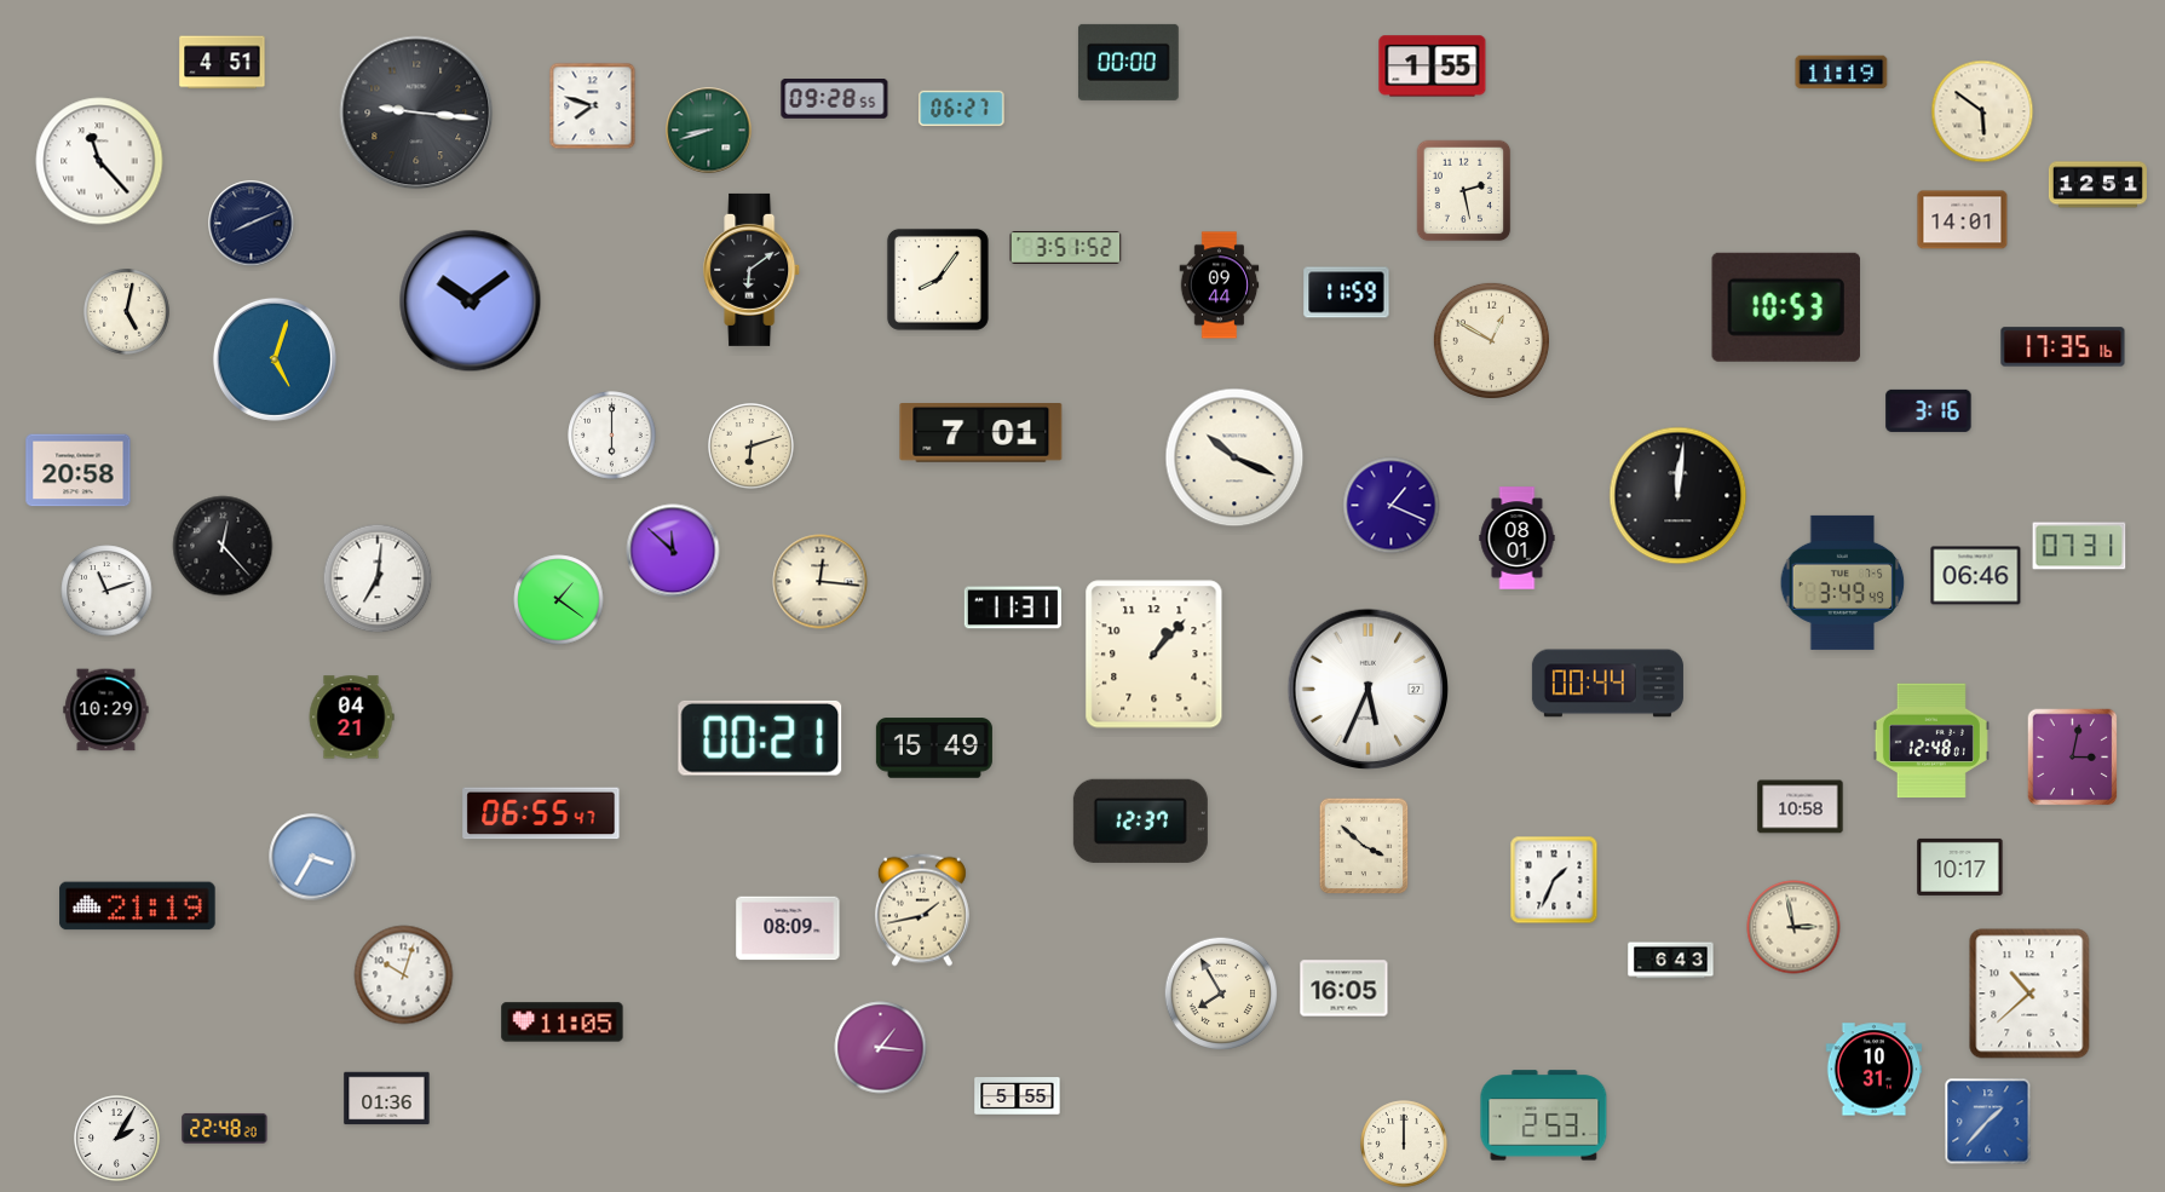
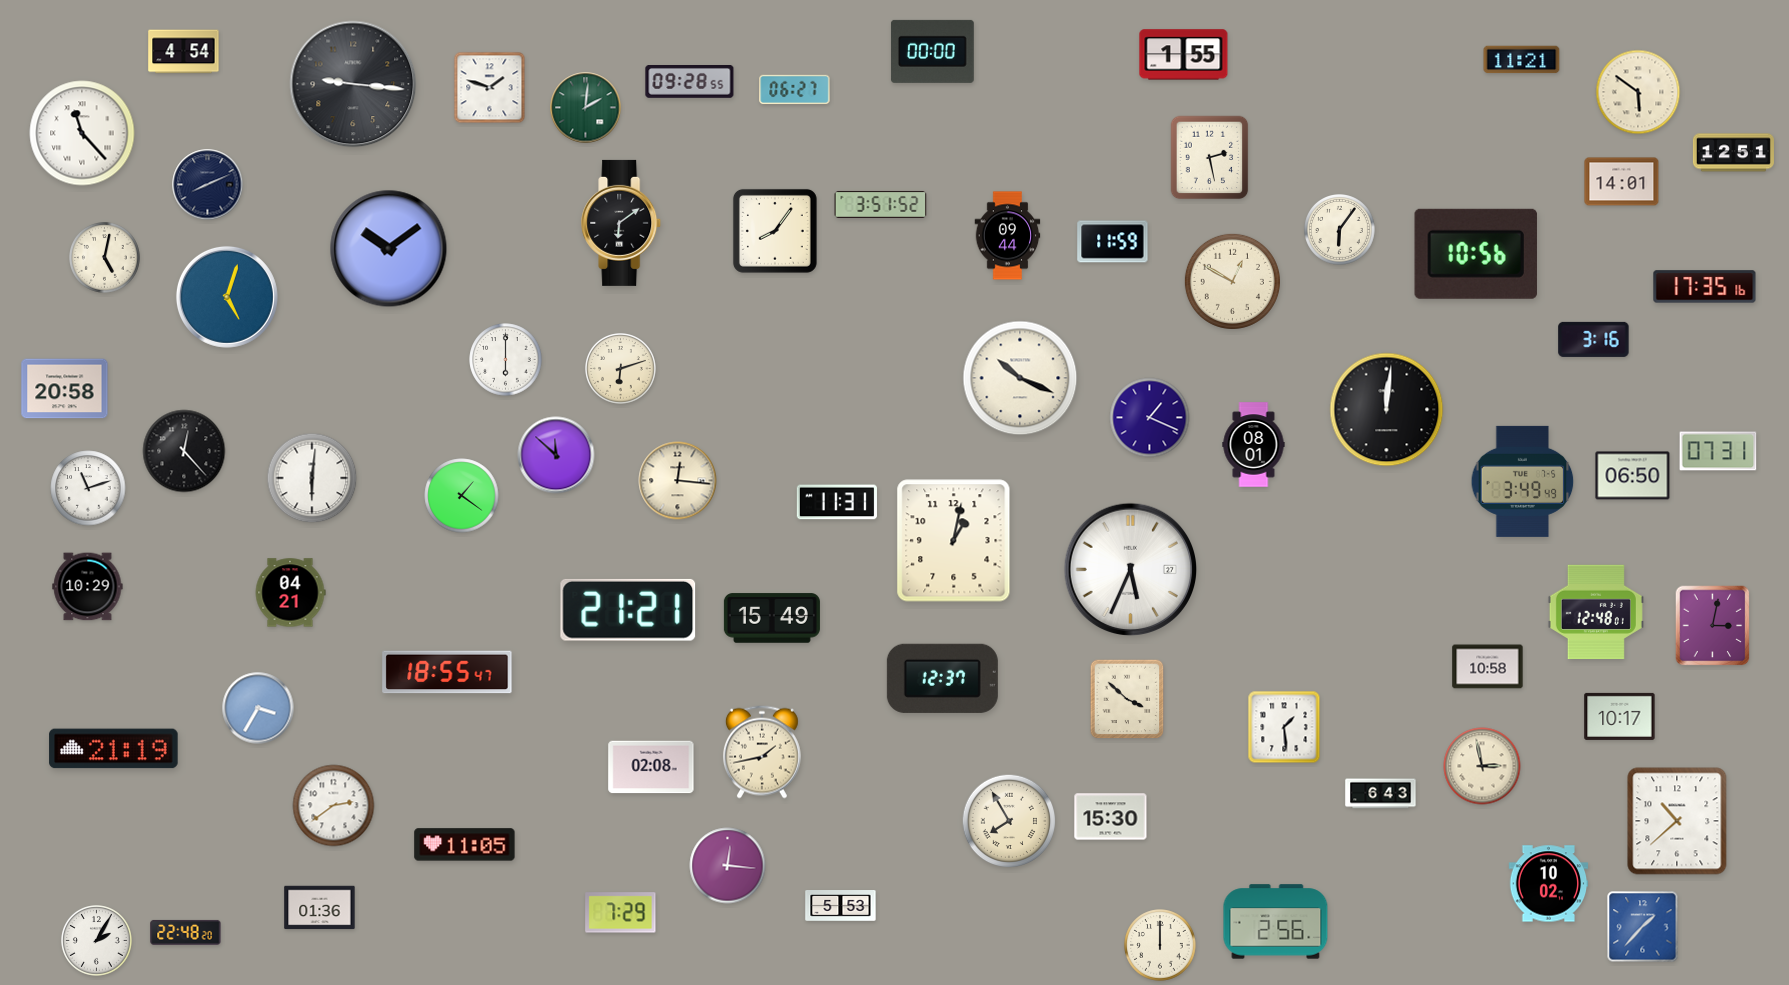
clock at (223, 63): 4:51 -> 4:54
clock at (1842, 73): 11:19 -> 11:21
clock at (593, 106): 7:48 -> 1:48
clock at (416, 113) position: (416, 113) -> (353, 84)
clock at (709, 131): 8:42 -> 2:01
clock at (1340, 230): none -> 6:06
clock at (1786, 307): 10:53 -> 10:56
clock at (981, 433): 7:01 -> none
clock at (1976, 576): 06:46 -> 06:50
clock at (378, 578): 7:01 -> 6:01
clock at (1155, 655): 1:07 -> 1:02
clock at (1607, 684): 00:44 -> none
clock at (760, 738): 00:21 -> 21:21
clock at (541, 813): 06:55 -> 18:55
clock at (1554, 880): 1:34 -> 1:29
clock at (788, 928): 08:09 -> 02:08
clock at (404, 975): 10:03 -> 2:39
clock at (1345, 989): 16:05 -> 15:30
clock at (881, 1048): 1:16 -> 12:16
clock at (1875, 1070): 10:31 -> 10:02
clock at (1018, 1096): 5:55 -> 5:53
clock at (621, 913): none -> 7:29
clock at (1544, 1116): 2:53 -> 2:56
